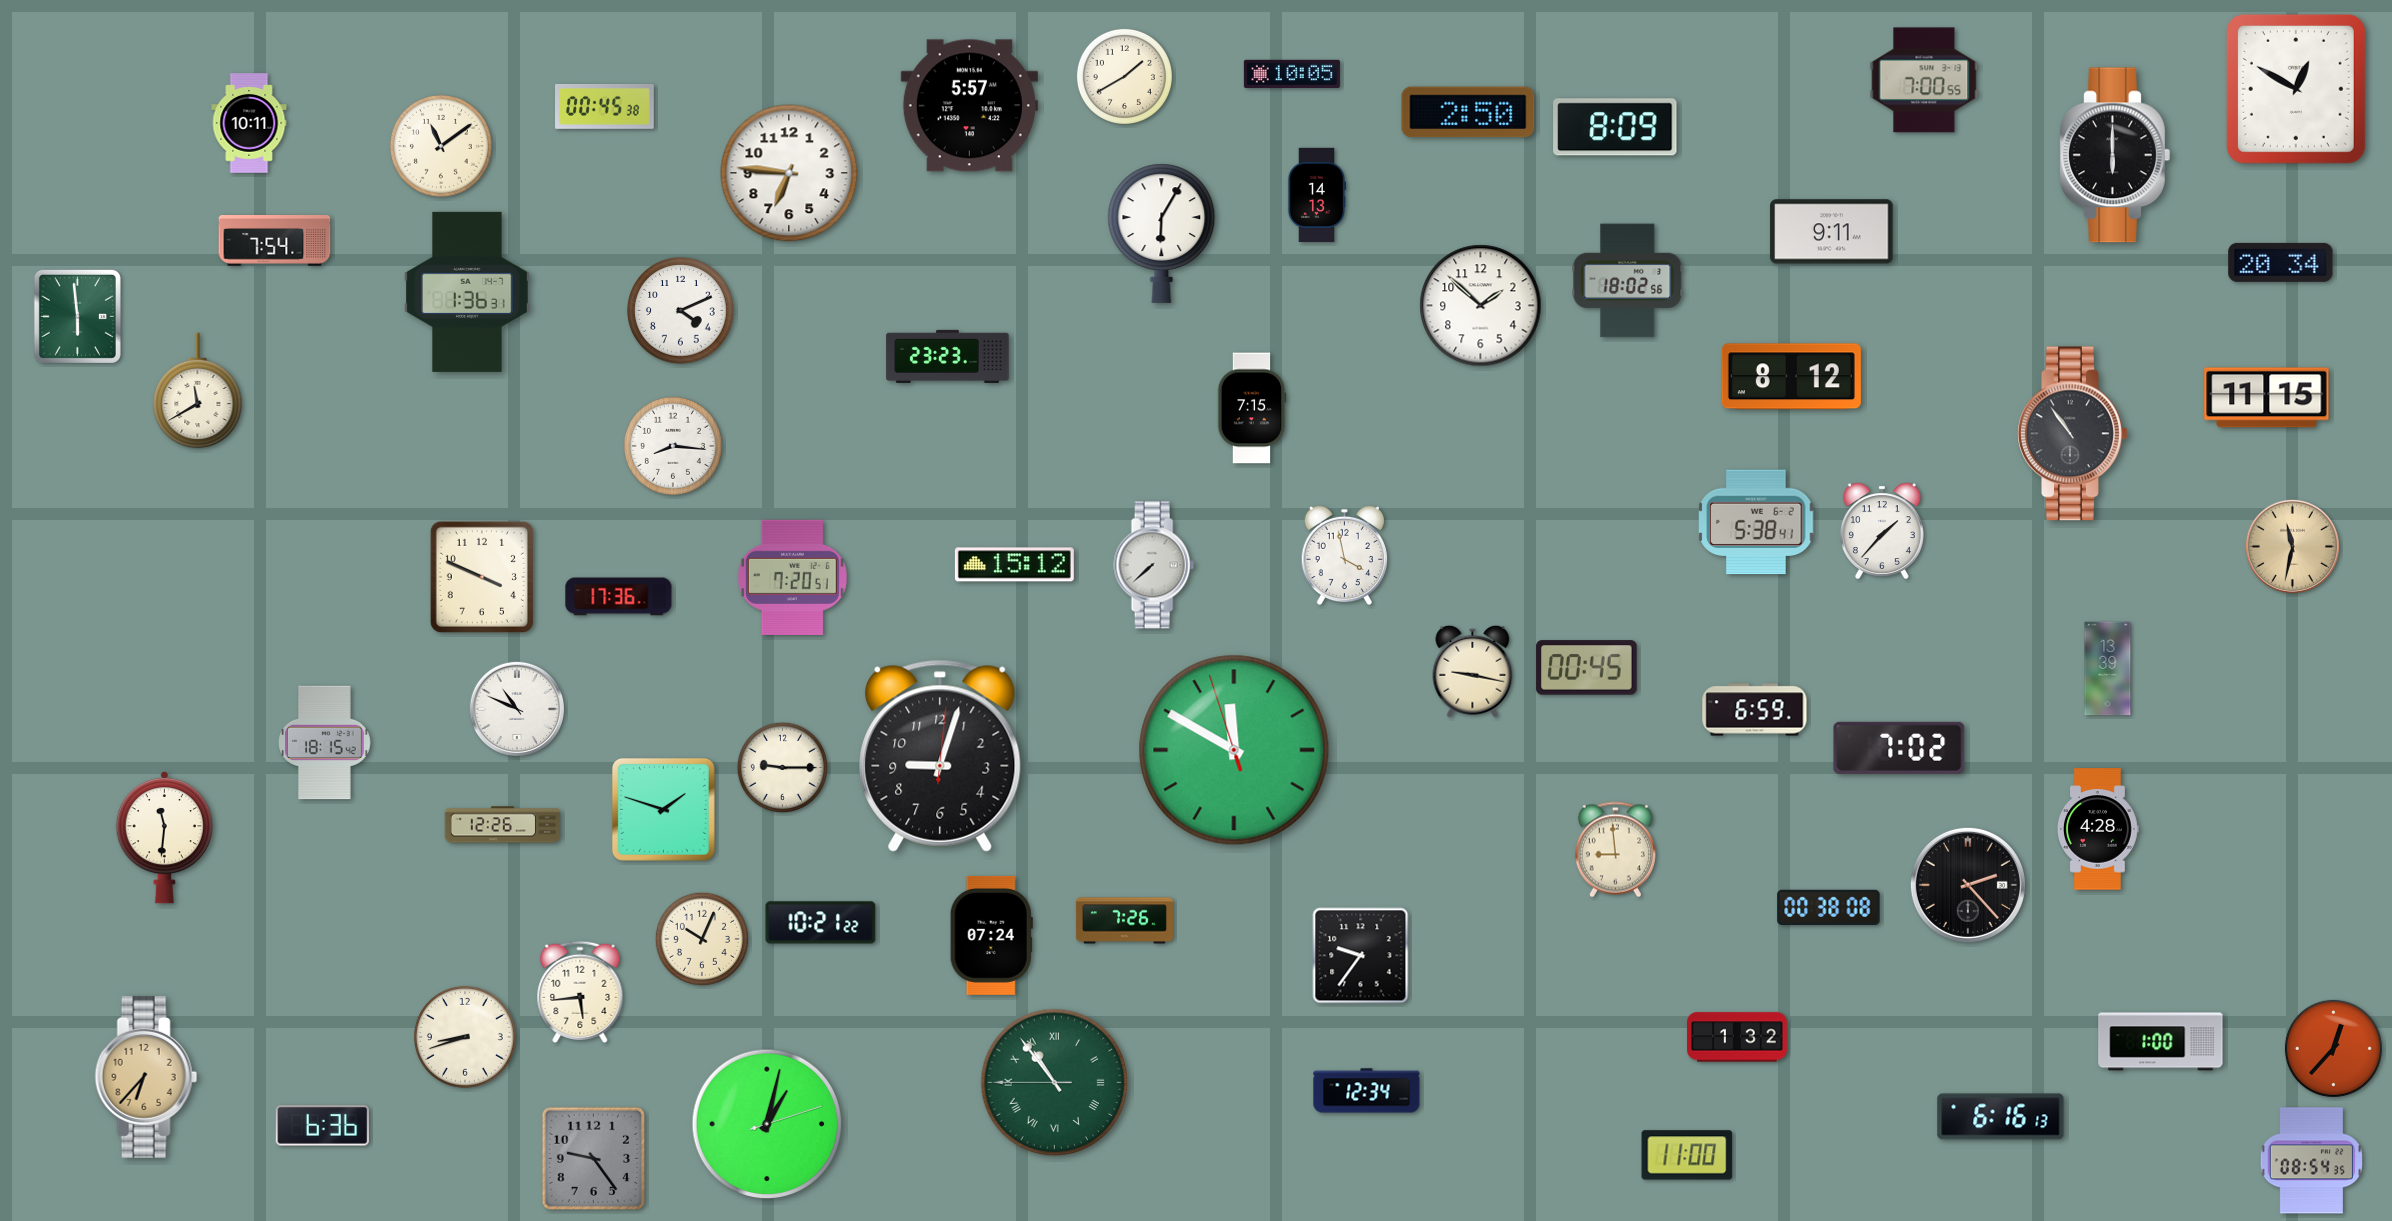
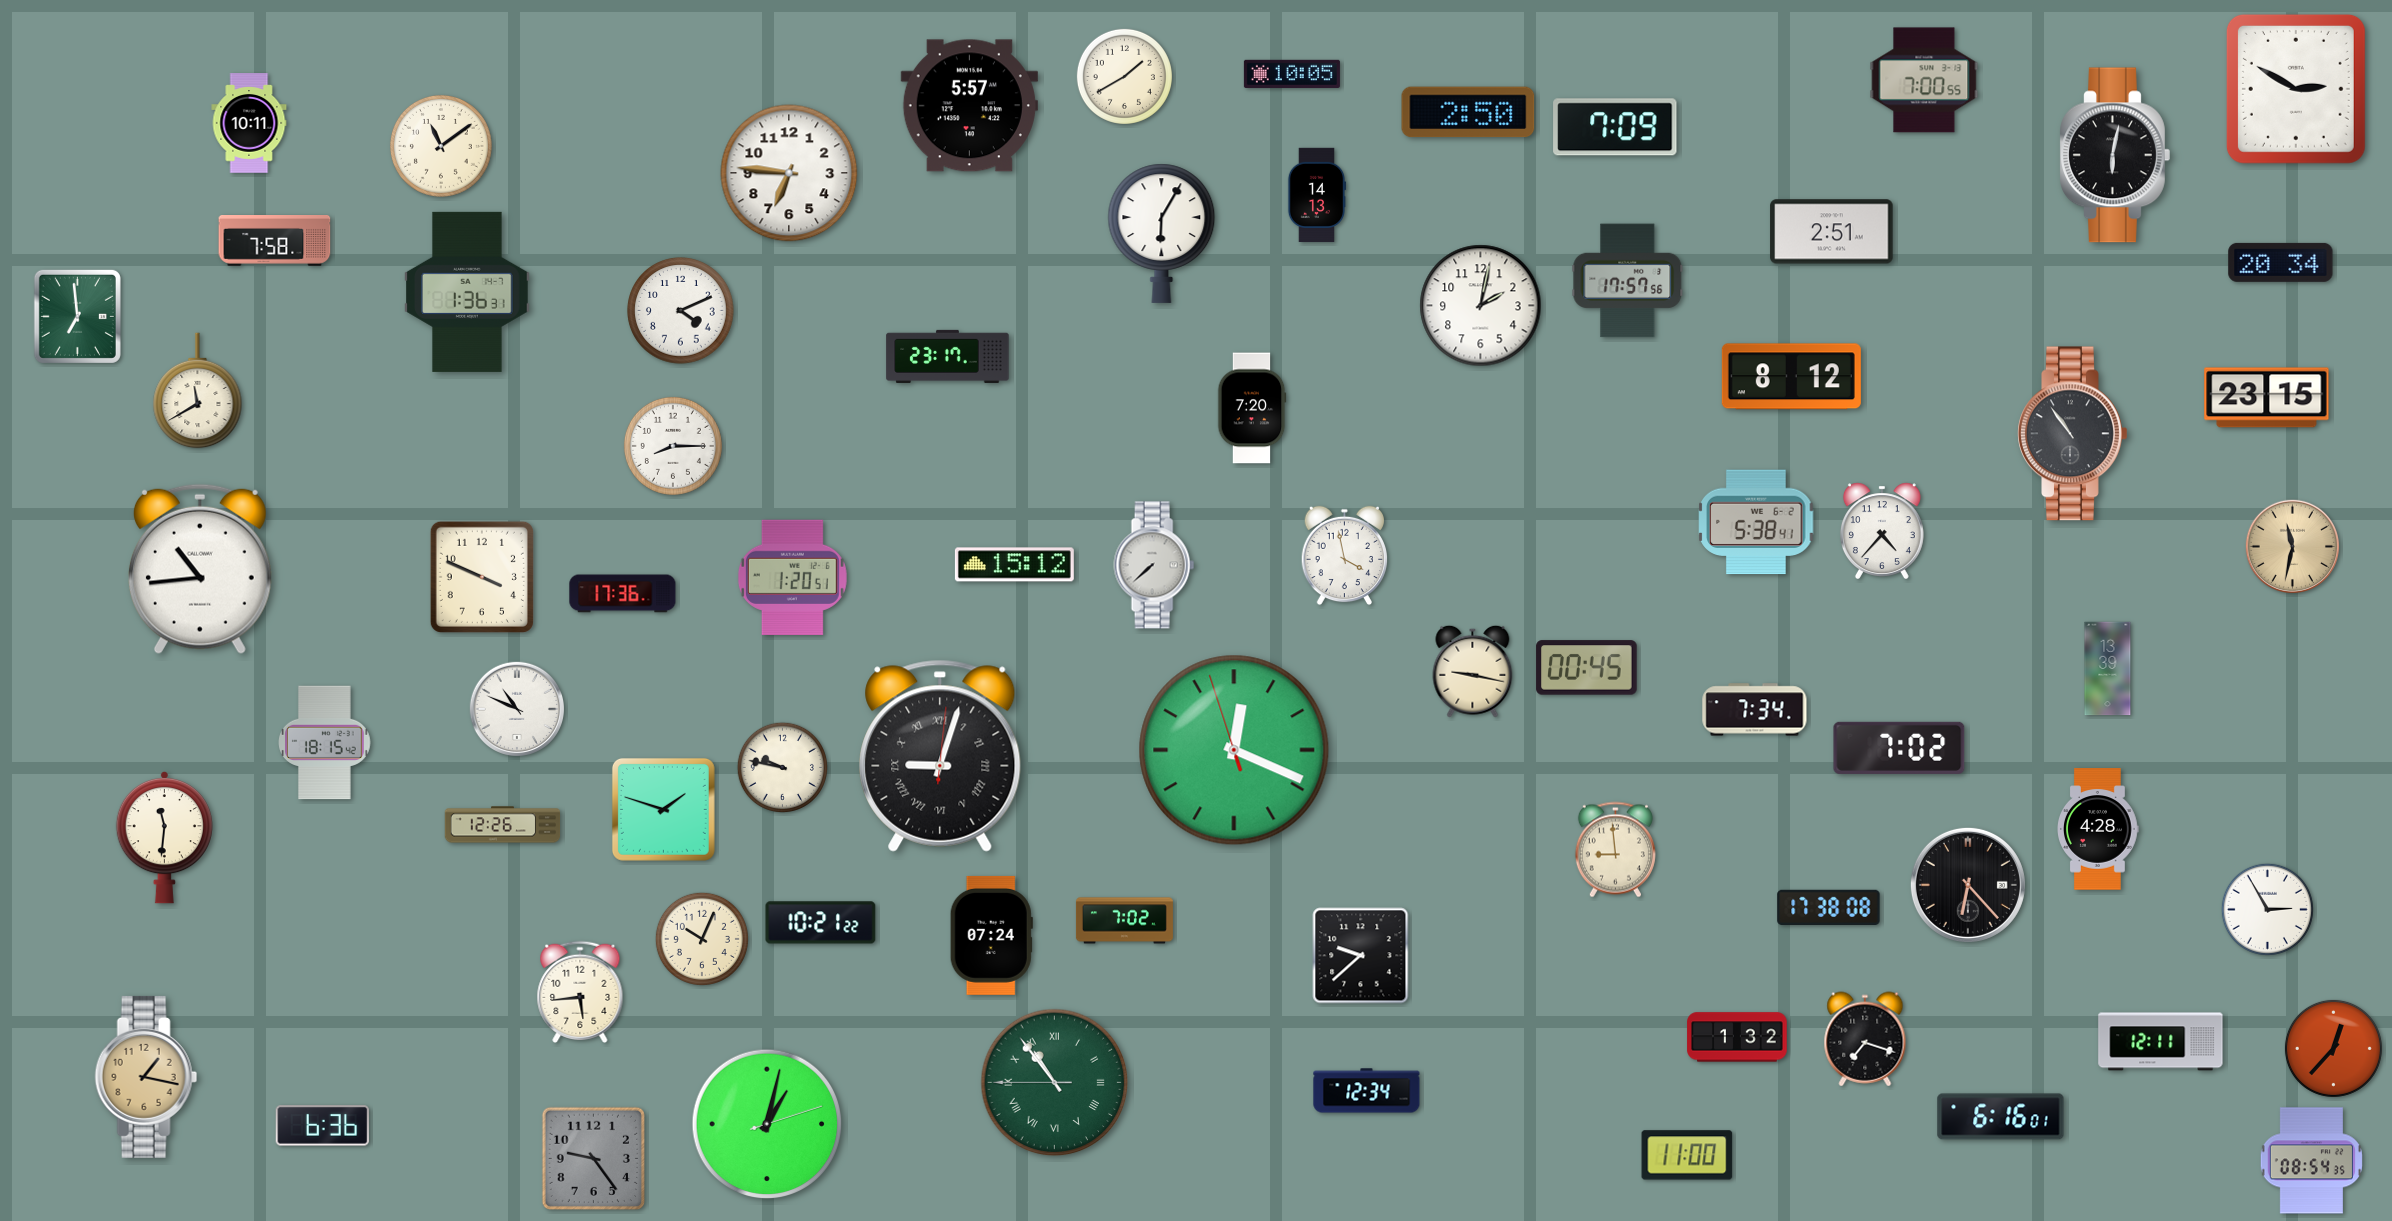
clock at (2296, 89): 12:50 -> 2:50
clock at (605, 106): 00:45 -> none
clock at (1615, 127): 8:09 -> 7:09
clock at (2115, 155): 6:00 -> 6:02
clock at (1832, 232): 9:11 -> 2:51
clock at (275, 241): 7:54 -> 7:58
clock at (1628, 281): 18:02 -> 17:57
clock at (1481, 306): 1:52 -> 2:02
clock at (77, 316): 5:59 -> 6:59
clock at (948, 356): 23:23 -> 23:17
clock at (2267, 398): 11:15 -> 23:15
clock at (1252, 408): 7:15 -> 7:20
clock at (673, 446): 8:16 -> 8:15
clock at (1882, 531): 1:37 -> 4:37
clock at (200, 569): none -> 10:44
clock at (792, 577): 7:20 -> 1:20
clock at (619, 597) position: (619, 597) -> (623, 594)
clock at (1755, 710): 6:59 -> 7:34
clock at (1234, 750): 11:49 -> 12:18
clock at (940, 756) numerals: Arabic -> Roman
clock at (782, 767): 9:15 -> 9:47
clock at (1968, 885): 2:23 -> 6:23
clock at (1829, 907): 00:38 -> 17:38
clock at (2267, 909): none -> 2:55
clock at (1124, 921): 7:26 -> 7:02
clock at (1361, 956): 9:36 -> 9:38
clock at (465, 1037): 8:42 -> none
clock at (1865, 1039): none -> 7:18
clock at (2161, 1042): 1:00 -> 12:11
clock at (146, 1077): 6:37 -> 1:17
clock at (2001, 1117): 6:16:13 -> 6:16:01
